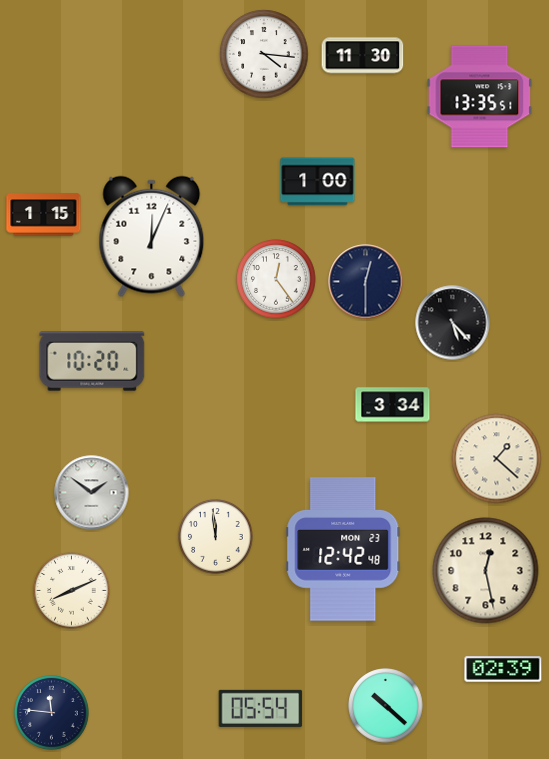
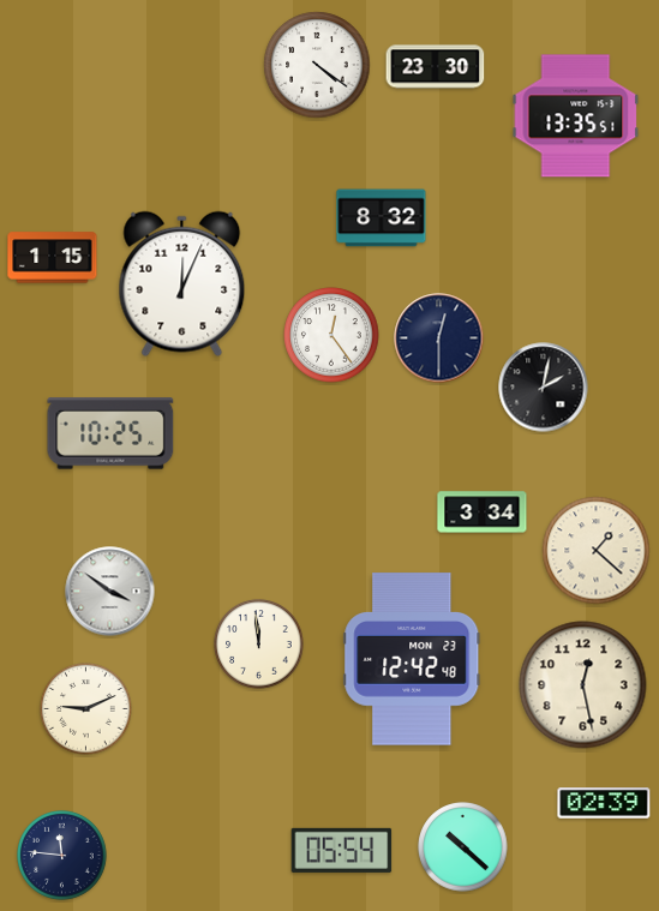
clock at (264, 54): 4:16 -> 4:21
clock at (363, 56): 11:30 -> 23:30
clock at (318, 182): 1:00 -> 8:32
clock at (453, 323): 5:23 -> 2:02
clock at (92, 361): 10:20 -> 10:25
clock at (393, 405) position: (393, 405) -> (483, 513)
clock at (92, 493): 1:51 -> 3:51
clock at (72, 591): 8:11 -> 9:11
clock at (261, 708) position: (261, 708) -> (342, 850)
